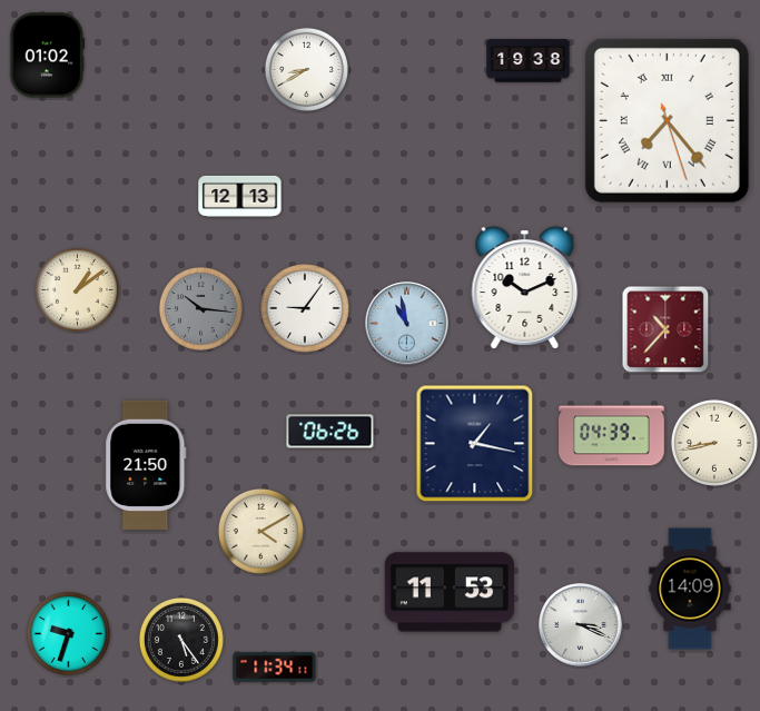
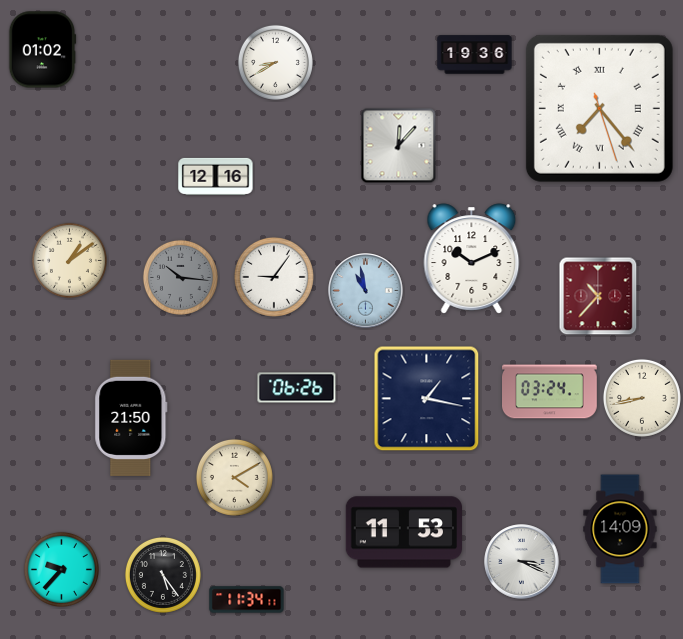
clock at (529, 61): 19:38 -> 19:36
clock at (399, 146): none -> 12:07
clock at (240, 196): 12:13 -> 12:16
clock at (612, 436): 04:39 -> 03:24
clock at (68, 633): 9:33 -> 9:37
